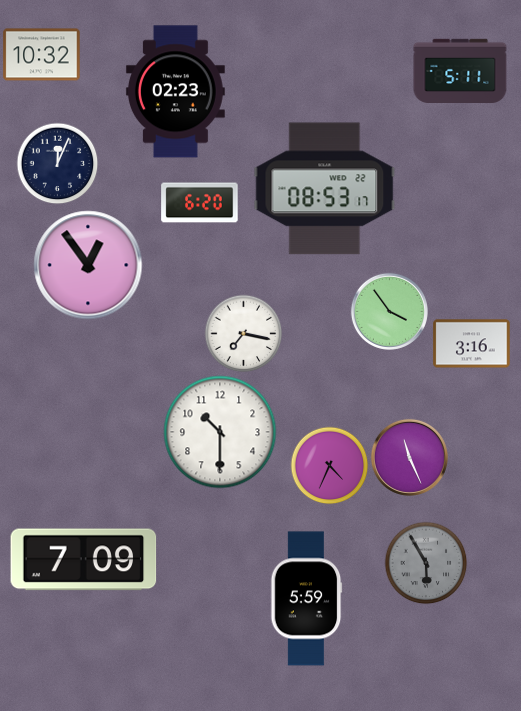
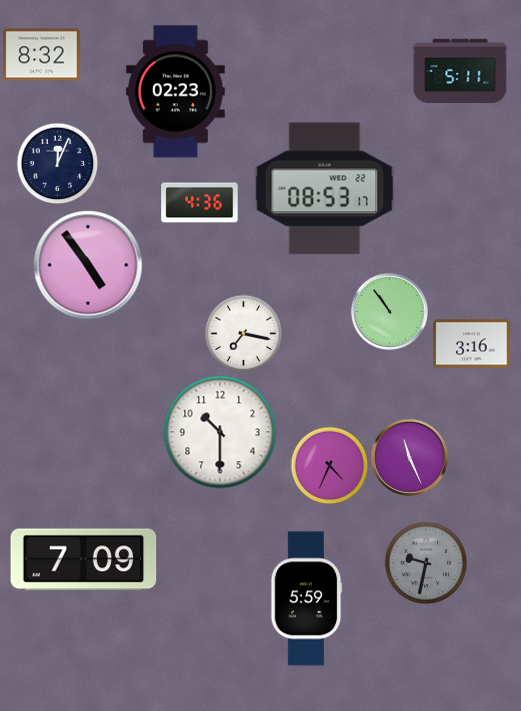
clock at (42, 55): 10:32 -> 8:32
clock at (200, 203): 6:20 -> 4:36
clock at (88, 265): 12:54 -> 4:54
clock at (389, 311): 3:54 -> 10:54
clock at (426, 563): 5:55 -> 9:32
